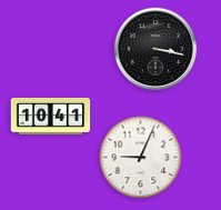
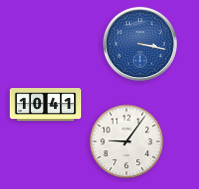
clock at (155, 49) dial: black -> blue
clock at (141, 158): 9:04 -> 9:06
